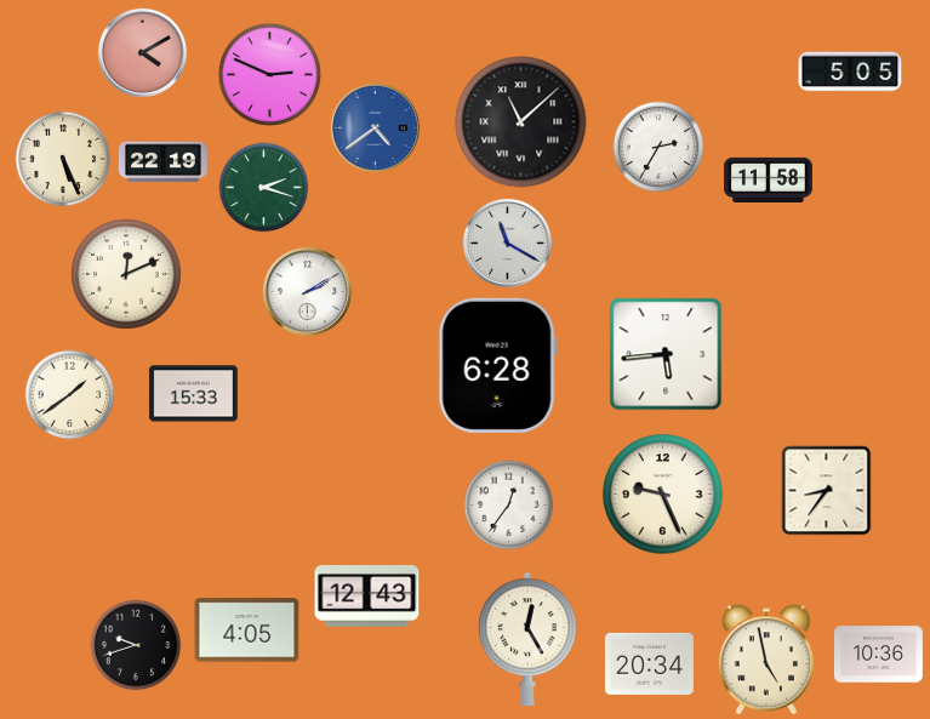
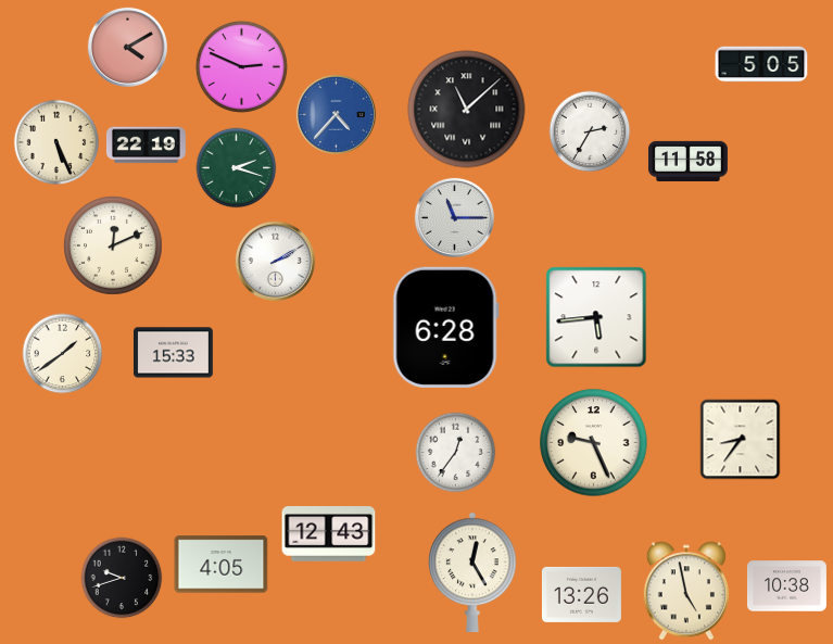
clock at (375, 127): 4:39 -> 4:37
clock at (507, 242): 11:20 -> 11:15
clock at (878, 655): 10:36 -> 10:38
clock at (649, 663): 20:34 -> 13:26
